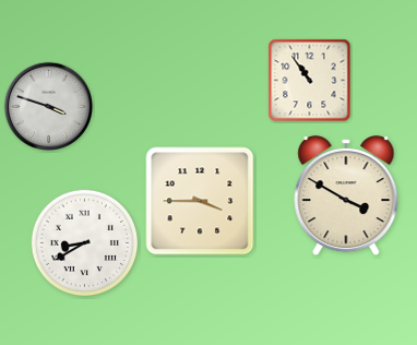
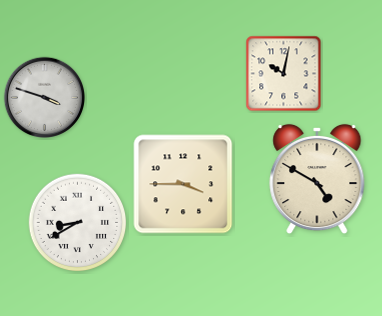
clock at (310, 81): 10:54 -> 10:02
clock at (346, 195): 3:50 -> 4:50
